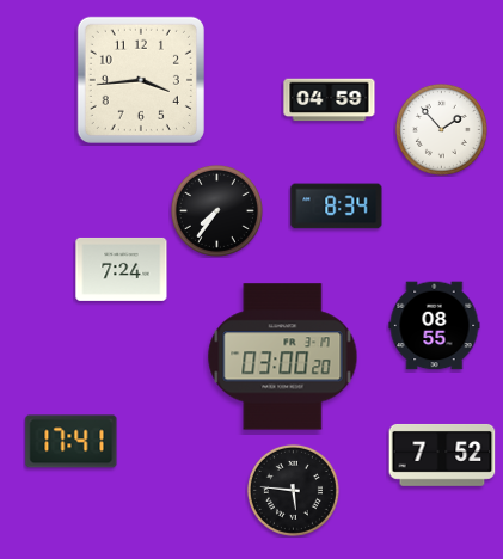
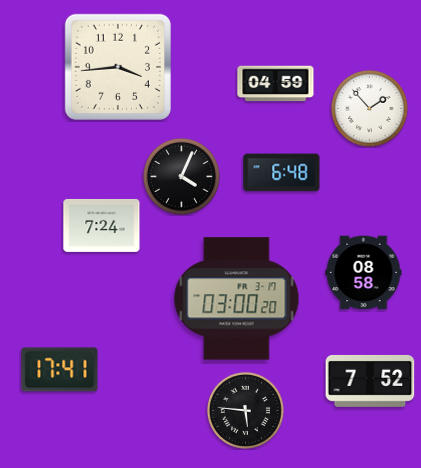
clock at (337, 207): 8:34 -> 6:48
clock at (216, 210): 7:36 -> 4:04
clock at (435, 326): 08:55 -> 08:58
